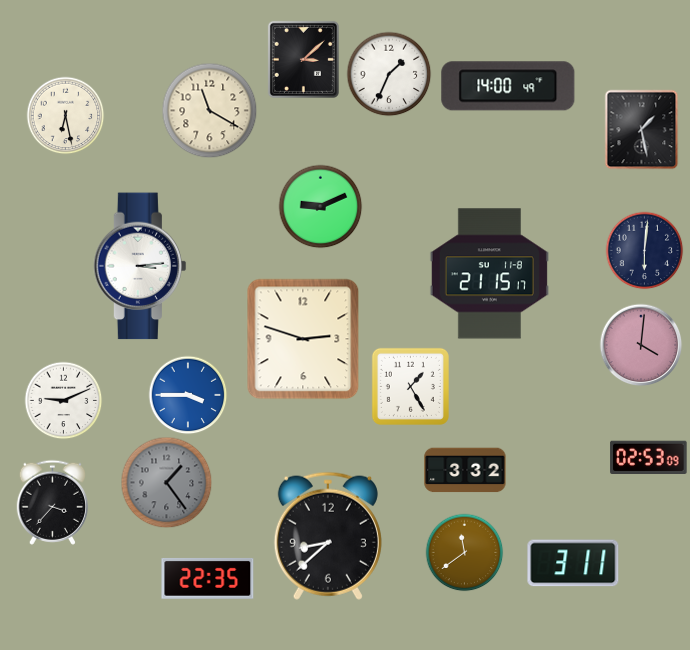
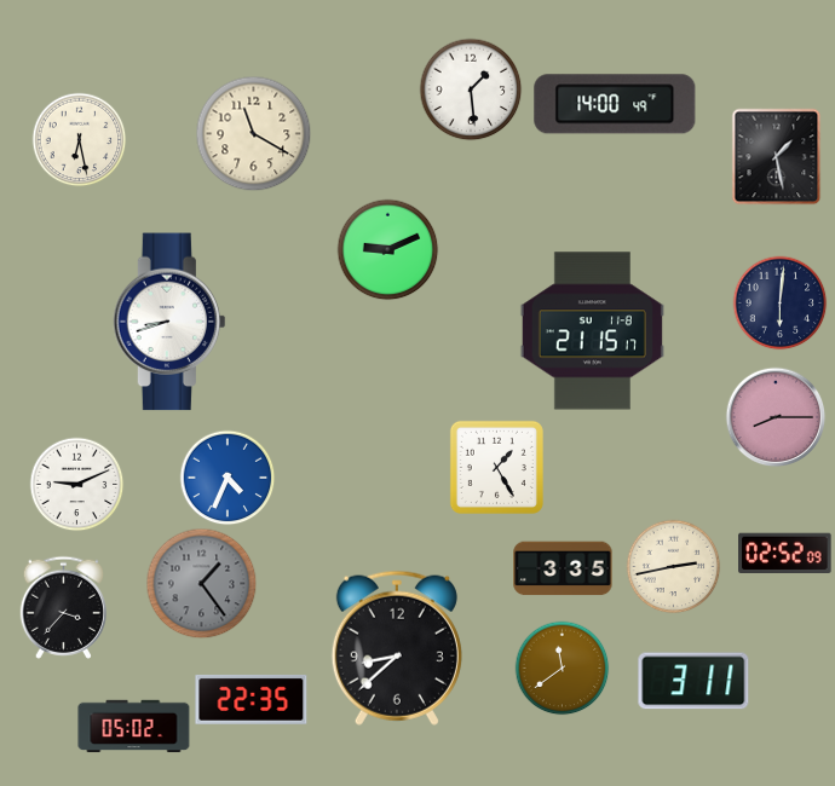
clock at (303, 59): 3:08 -> none
clock at (389, 74): 1:34 -> 1:29
clock at (140, 266): 3:14 -> 8:42
clock at (303, 339): 2:48 -> none
clock at (641, 345): 4:01 -> 8:15
clock at (188, 395): 3:45 -> 4:34
clock at (649, 457): 02:53 -> 02:52
clock at (673, 566): none -> 2:43
clock at (465, 470): 3:32 -> 3:35
clock at (134, 727): none -> 05:02
